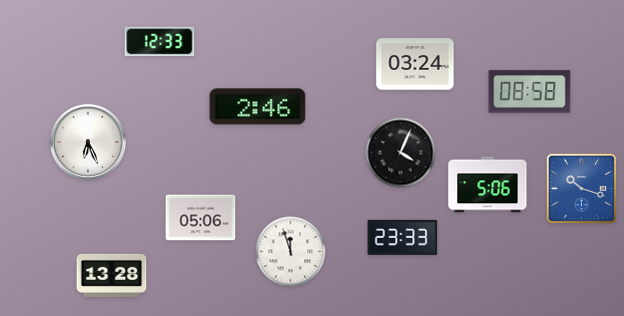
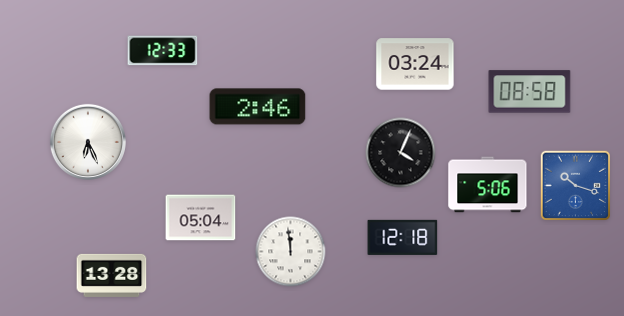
clock at (160, 42) position: (160, 42) -> (163, 51)
clock at (581, 188) position: (581, 188) -> (575, 185)
clock at (201, 218): 05:06 -> 05:04
clock at (403, 237): 23:33 -> 12:18
clock at (291, 252): 11:57 -> 11:59
